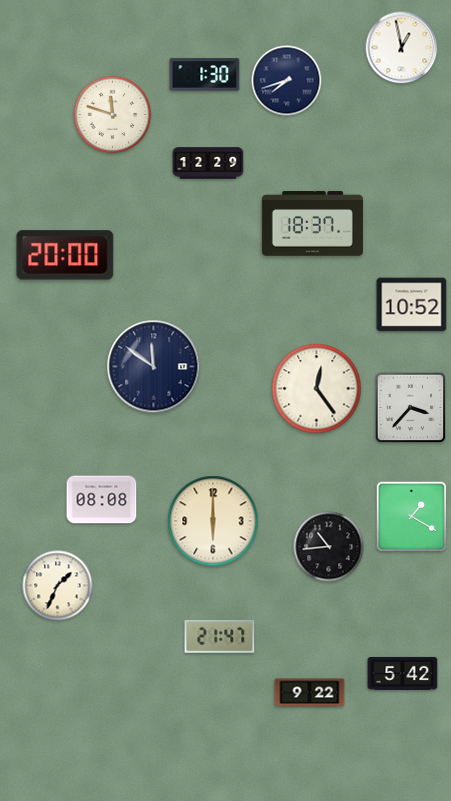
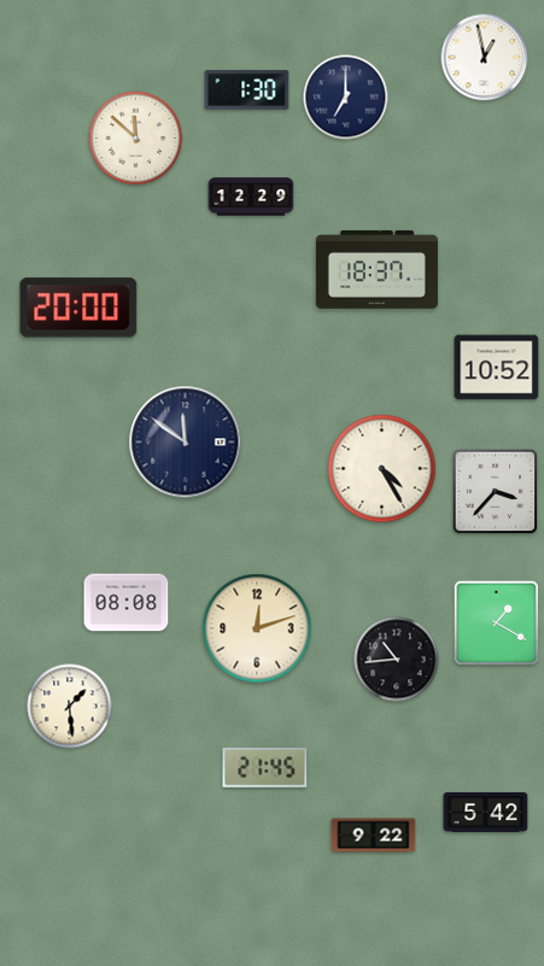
clock at (287, 81): 7:42 -> 7:00
clock at (113, 115): 11:48 -> 11:52
clock at (317, 389): 12:24 -> 4:25
clock at (102, 500) position: (102, 500) -> (127, 603)
clock at (213, 521): 6:00 -> 12:12
clock at (58, 586): 1:34 -> 1:29
clock at (220, 636): 21:47 -> 21:45
